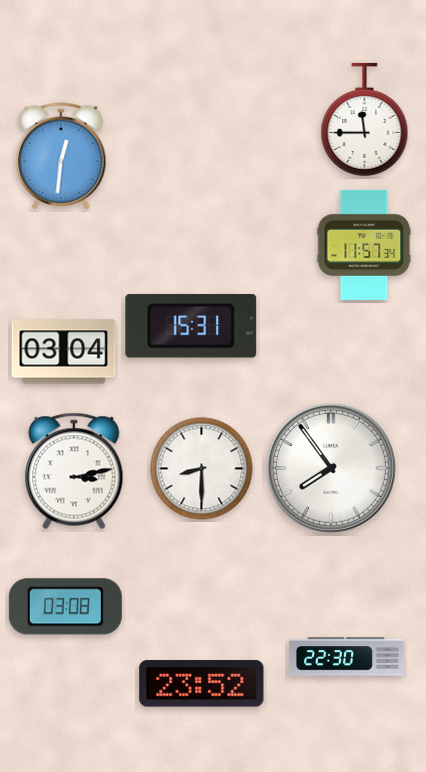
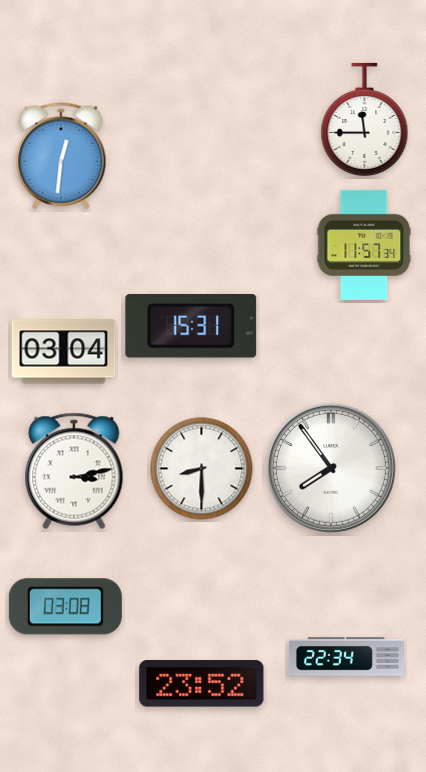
clock at (346, 657): 22:30 -> 22:34
